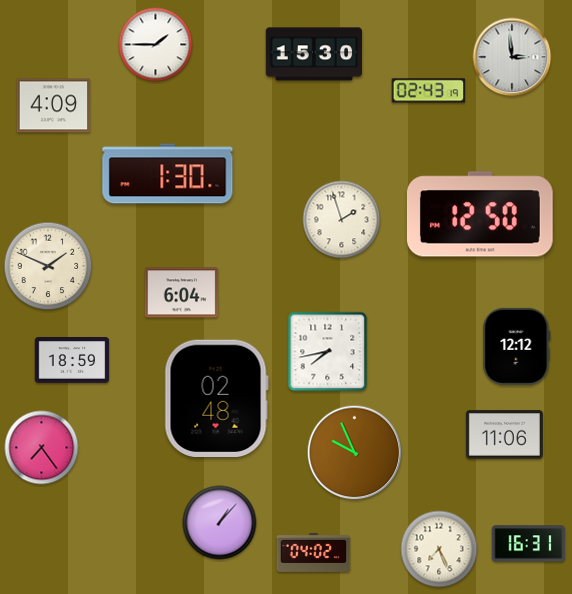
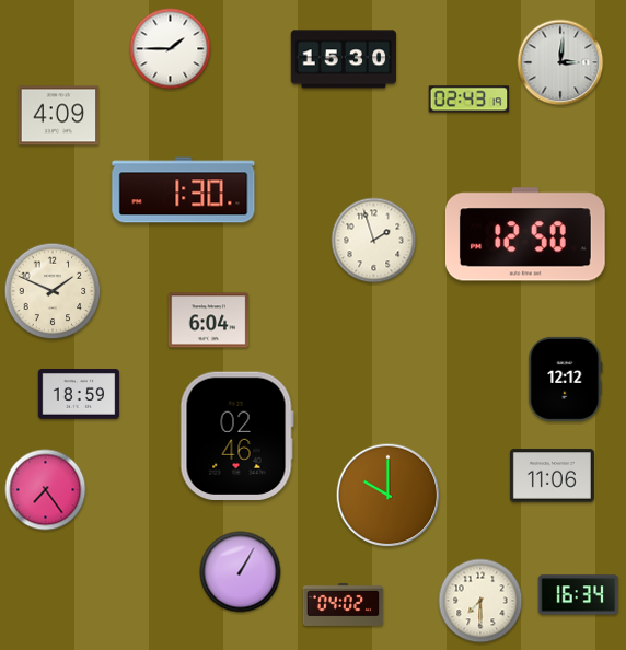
clock at (512, 57): 2:59 -> 3:01
clock at (182, 293) position: (182, 293) -> (209, 321)
clock at (328, 352): 7:43 -> none
clock at (216, 398): 02:48 -> 02:46
clock at (355, 453): 9:56 -> 10:00
clock at (220, 523): 1:07 -> 1:05
clock at (529, 544): 16:31 -> 16:34
clock at (439, 549): 7:26 -> 7:30
